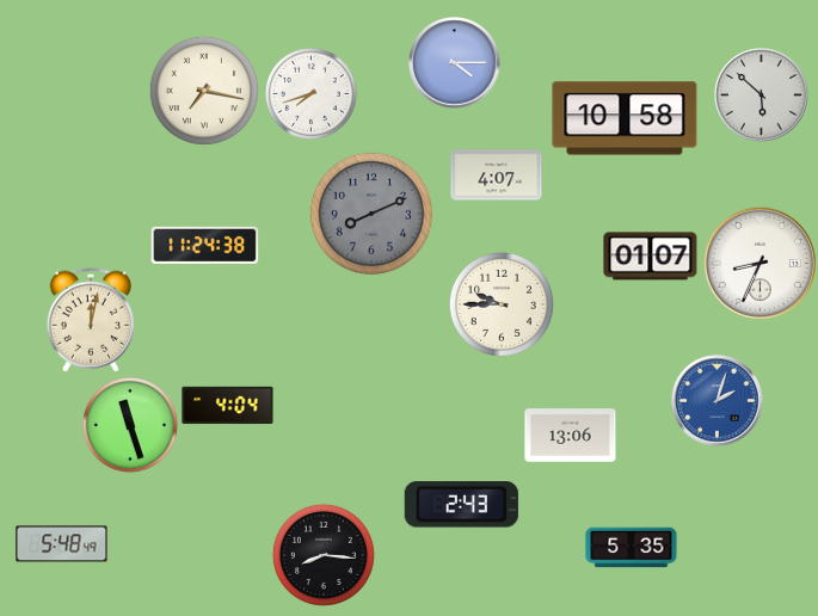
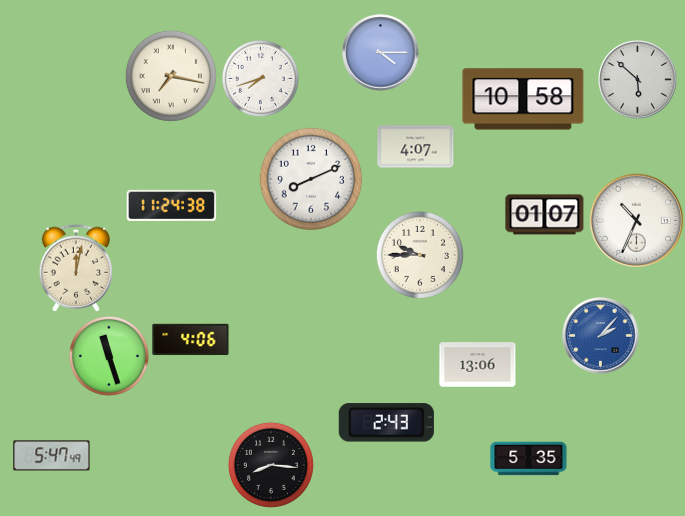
clock at (371, 214) dial: grey -> white
clock at (759, 263): 8:34 -> 10:34
clock at (718, 401): 2:03 -> 2:07
clock at (228, 406): 4:04 -> 4:06
clock at (62, 544): 5:48 -> 5:47
